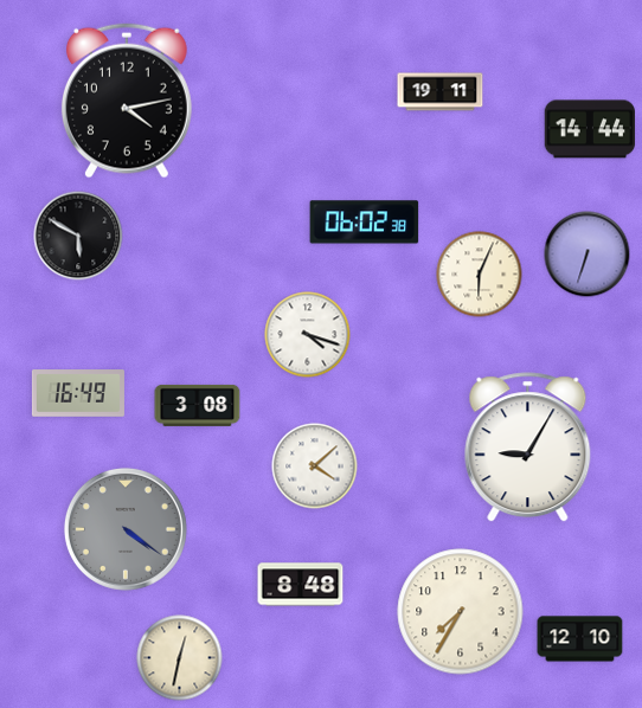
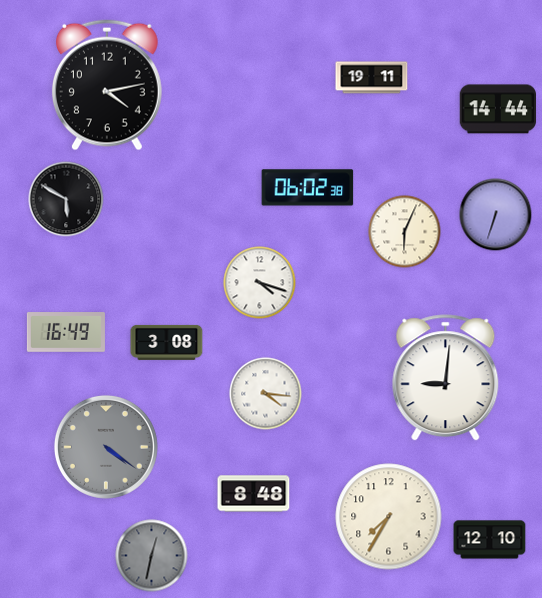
clock at (528, 448): 9:05 -> 9:01
clock at (315, 466): 4:08 -> 4:16
clock at (180, 658) dial: cream -> grey
